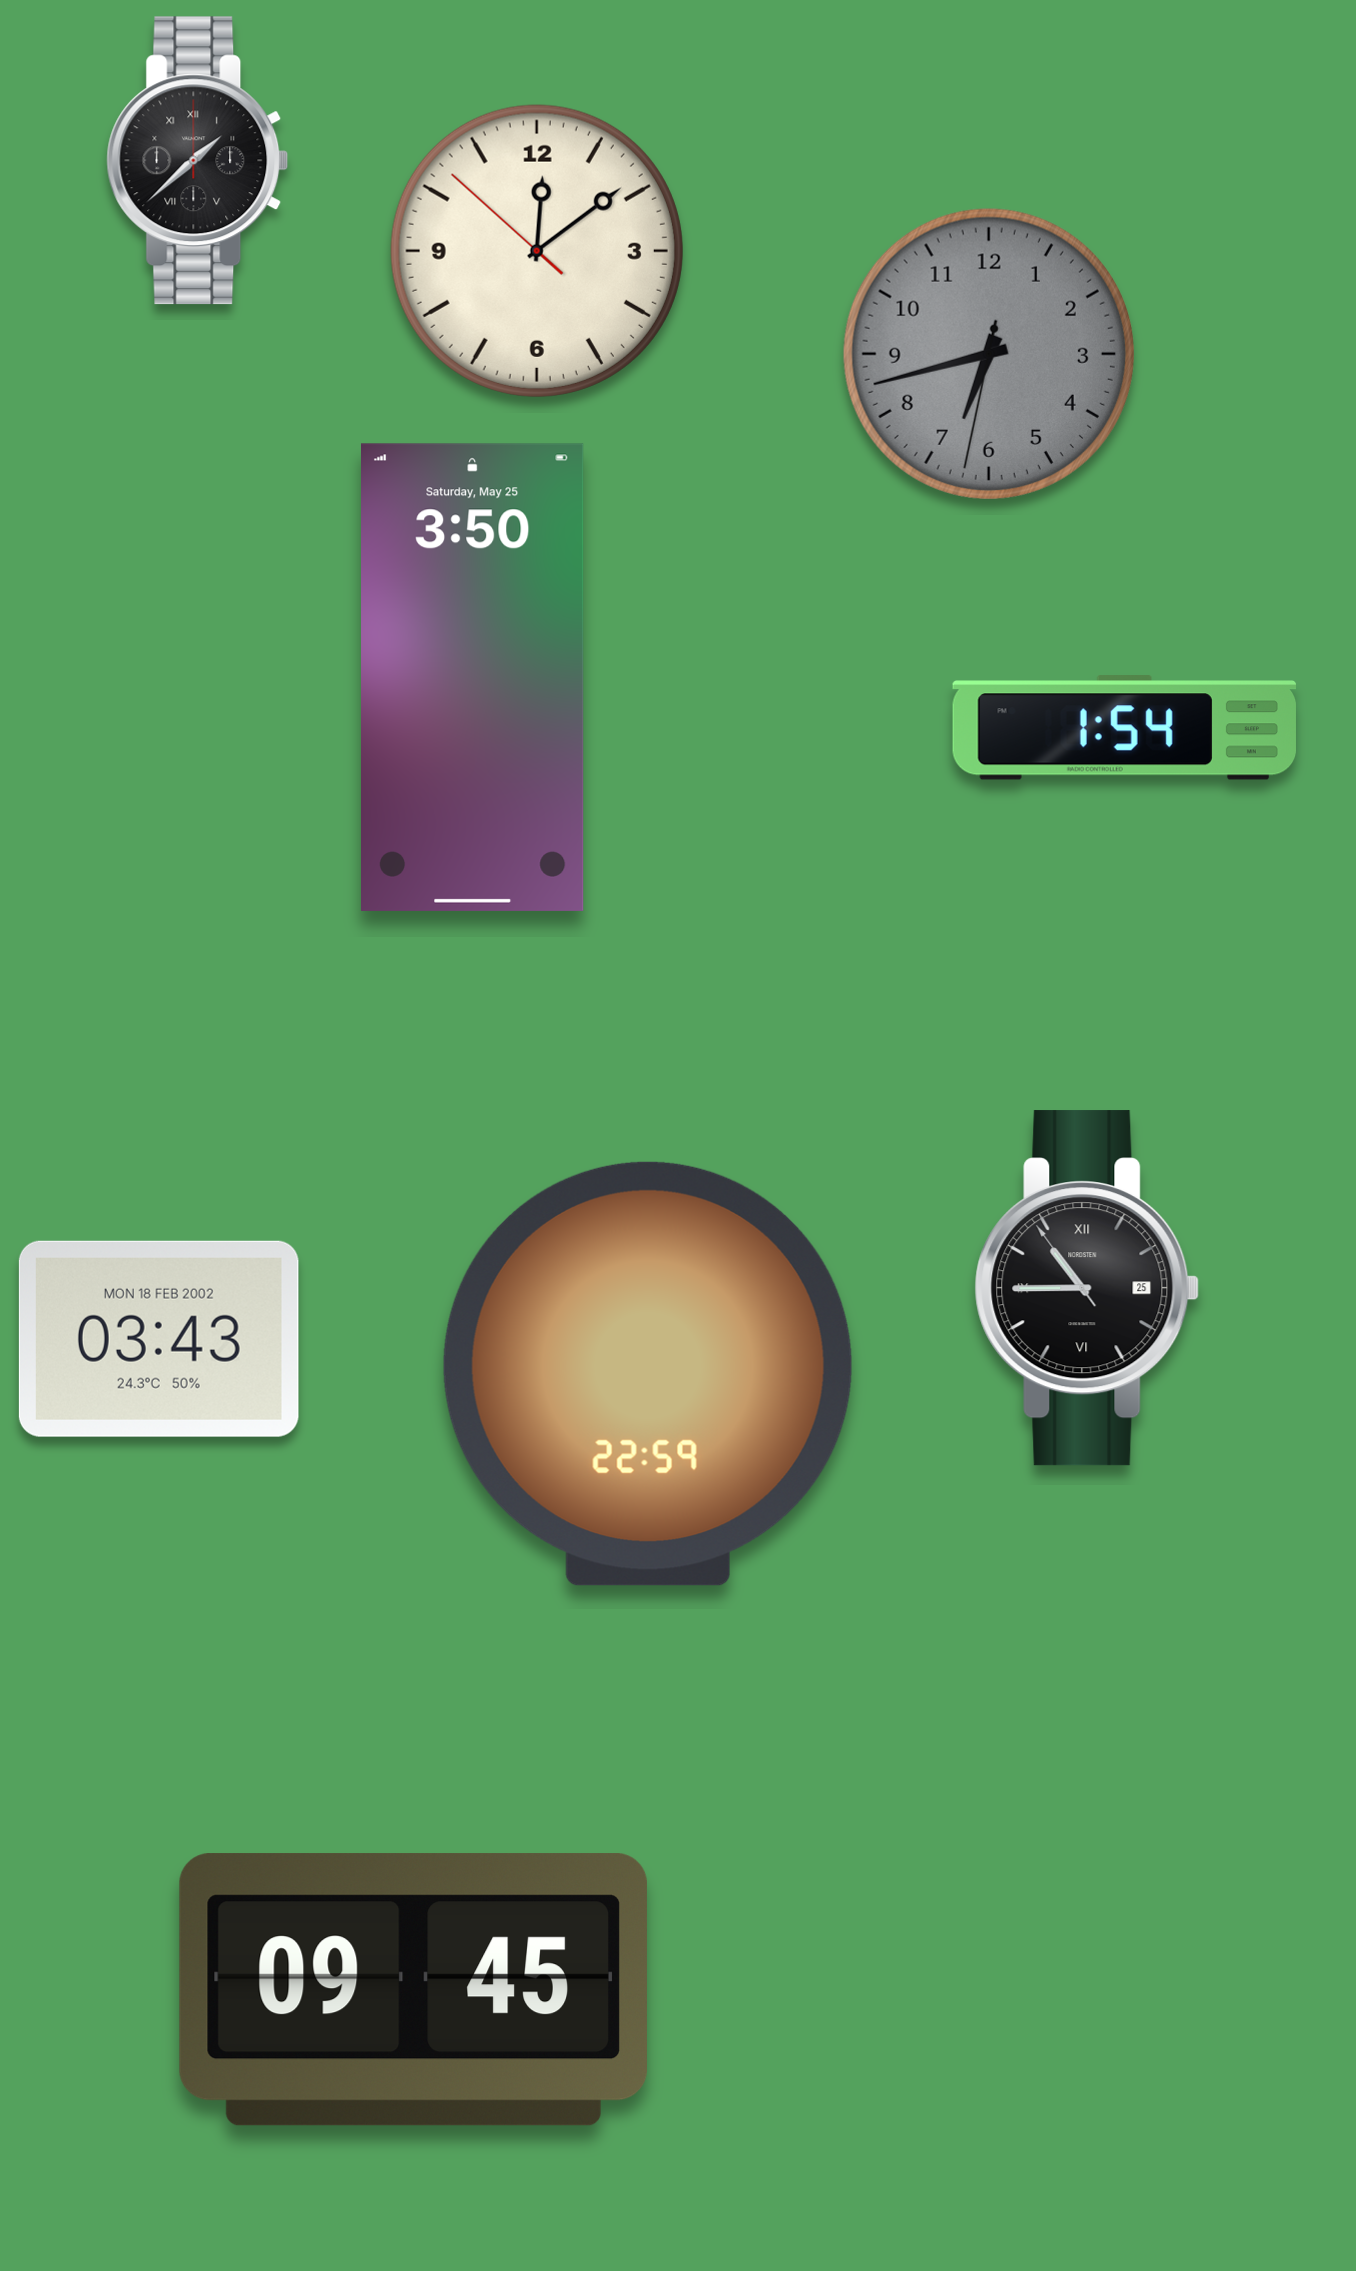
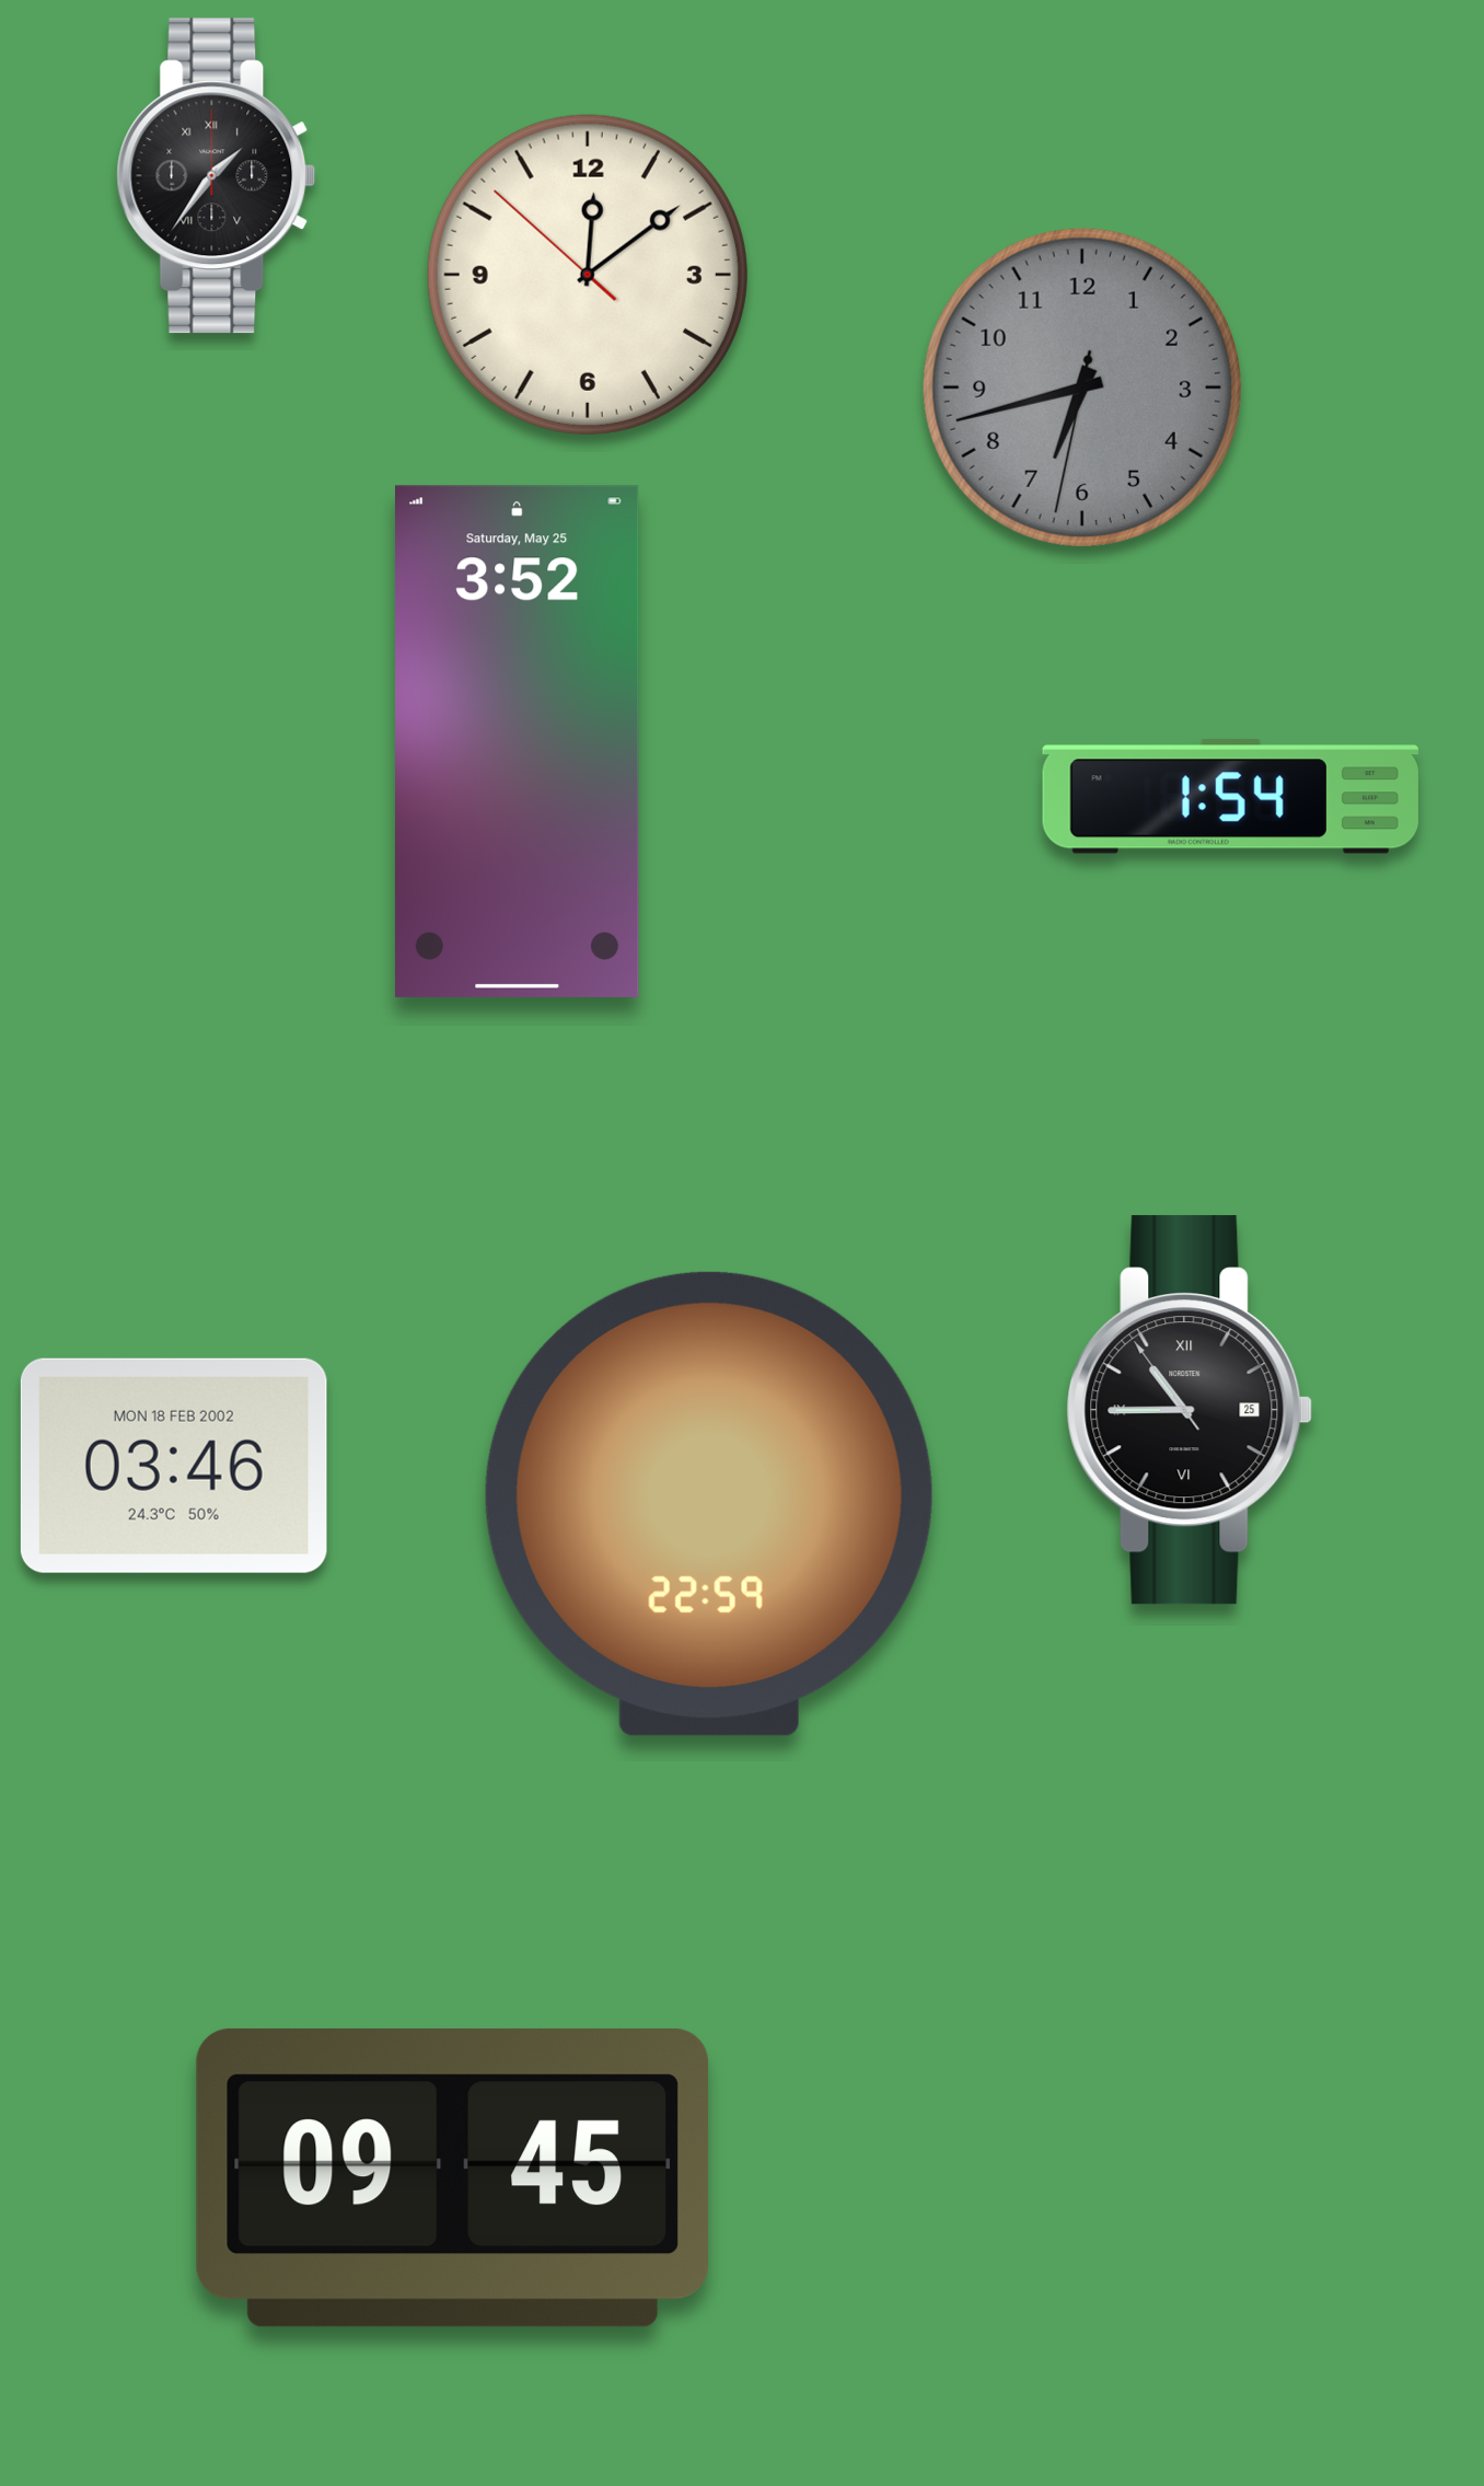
clock at (198, 161): 1:38 -> 1:36
clock at (472, 677): 3:50 -> 3:52
clock at (159, 1339): 03:43 -> 03:46
